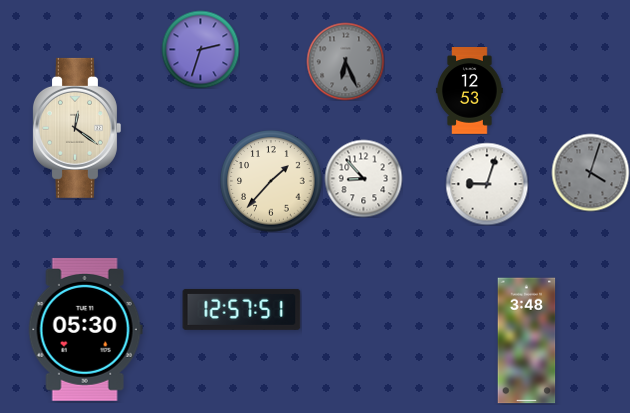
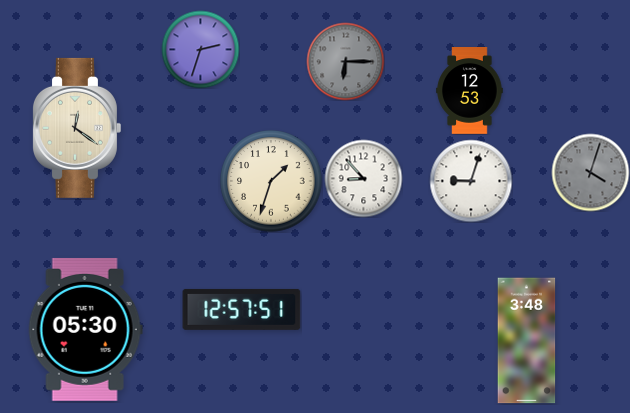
clock at (345, 61): 6:26 -> 6:15
clock at (271, 181): 1:37 -> 1:33
clock at (487, 184) position: (487, 184) -> (471, 181)
